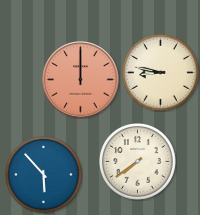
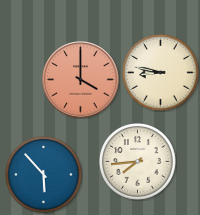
clock at (81, 80): 12:00 -> 4:00
clock at (138, 162): 7:39 -> 7:44
